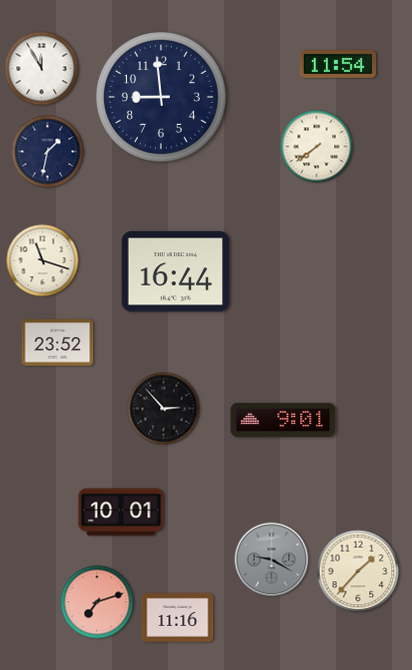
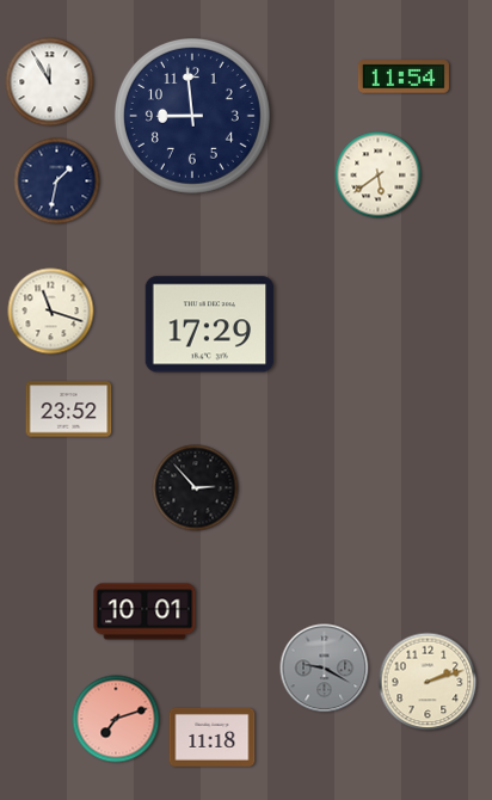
clock at (317, 147): 7:39 -> 5:39
clock at (176, 272): 16:44 -> 17:29
clock at (283, 420): 9:01 -> none
clock at (358, 571): 1:37 -> 2:12
clock at (178, 617): 11:16 -> 11:18
